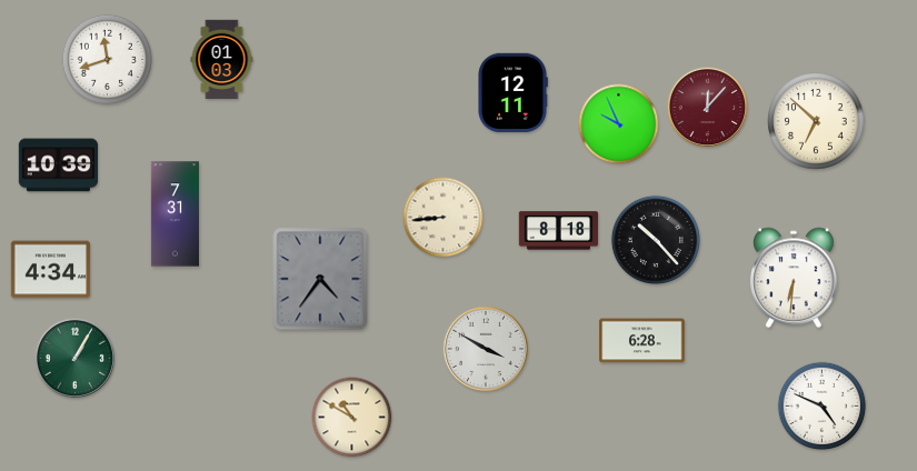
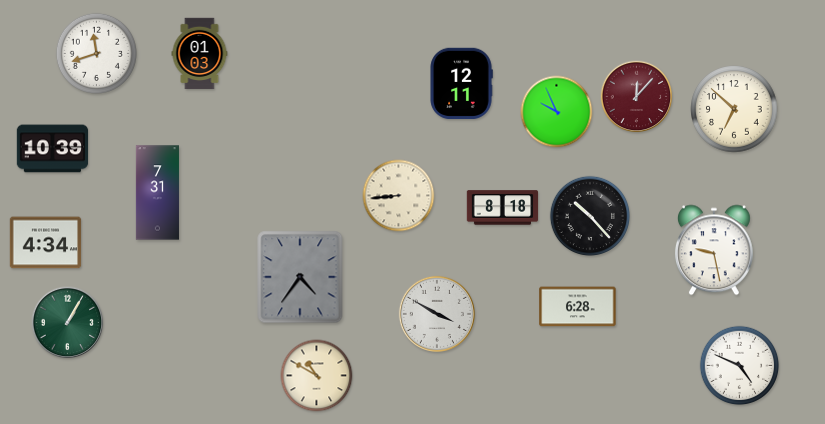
clock at (794, 278): 6:31 -> 9:28
clock at (320, 279) position: (320, 279) -> (300, 277)
